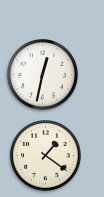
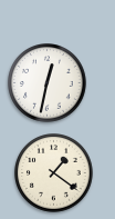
clock at (46, 156) position: (46, 156) -> (54, 173)
